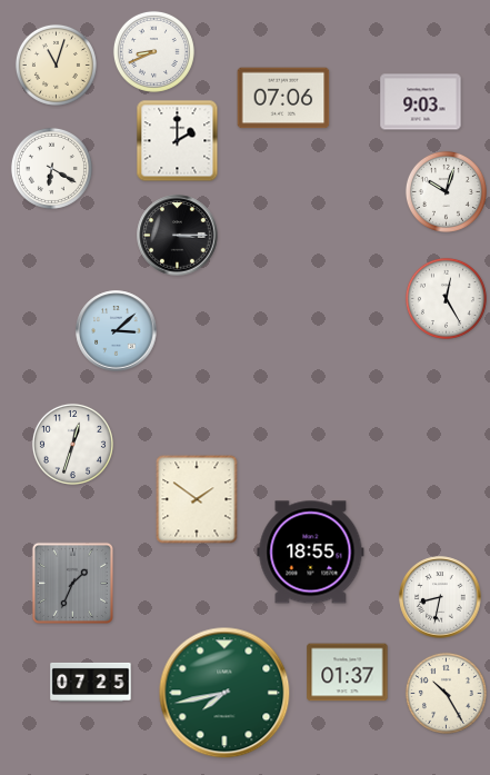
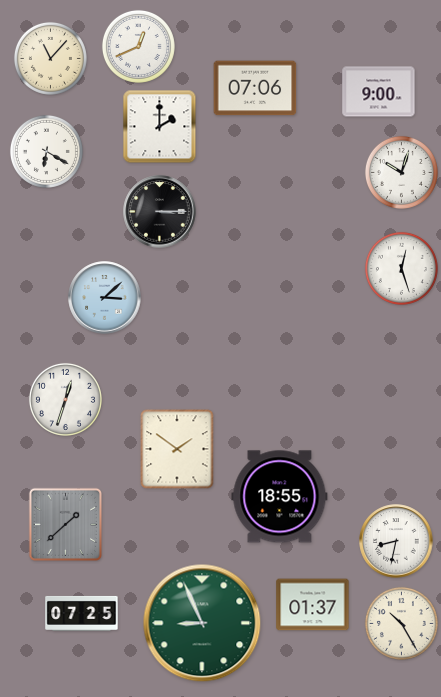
clock at (153, 51): 8:41 -> 12:41
clock at (56, 64): 11:03 -> 11:07
clock at (421, 102): 9:03 -> 9:00
clock at (446, 298): 12:25 -> 12:27
clock at (72, 583): 1:34 -> 1:38
clock at (440, 597) position: (440, 597) -> (396, 541)
clock at (224, 693): 7:43 -> 8:56
